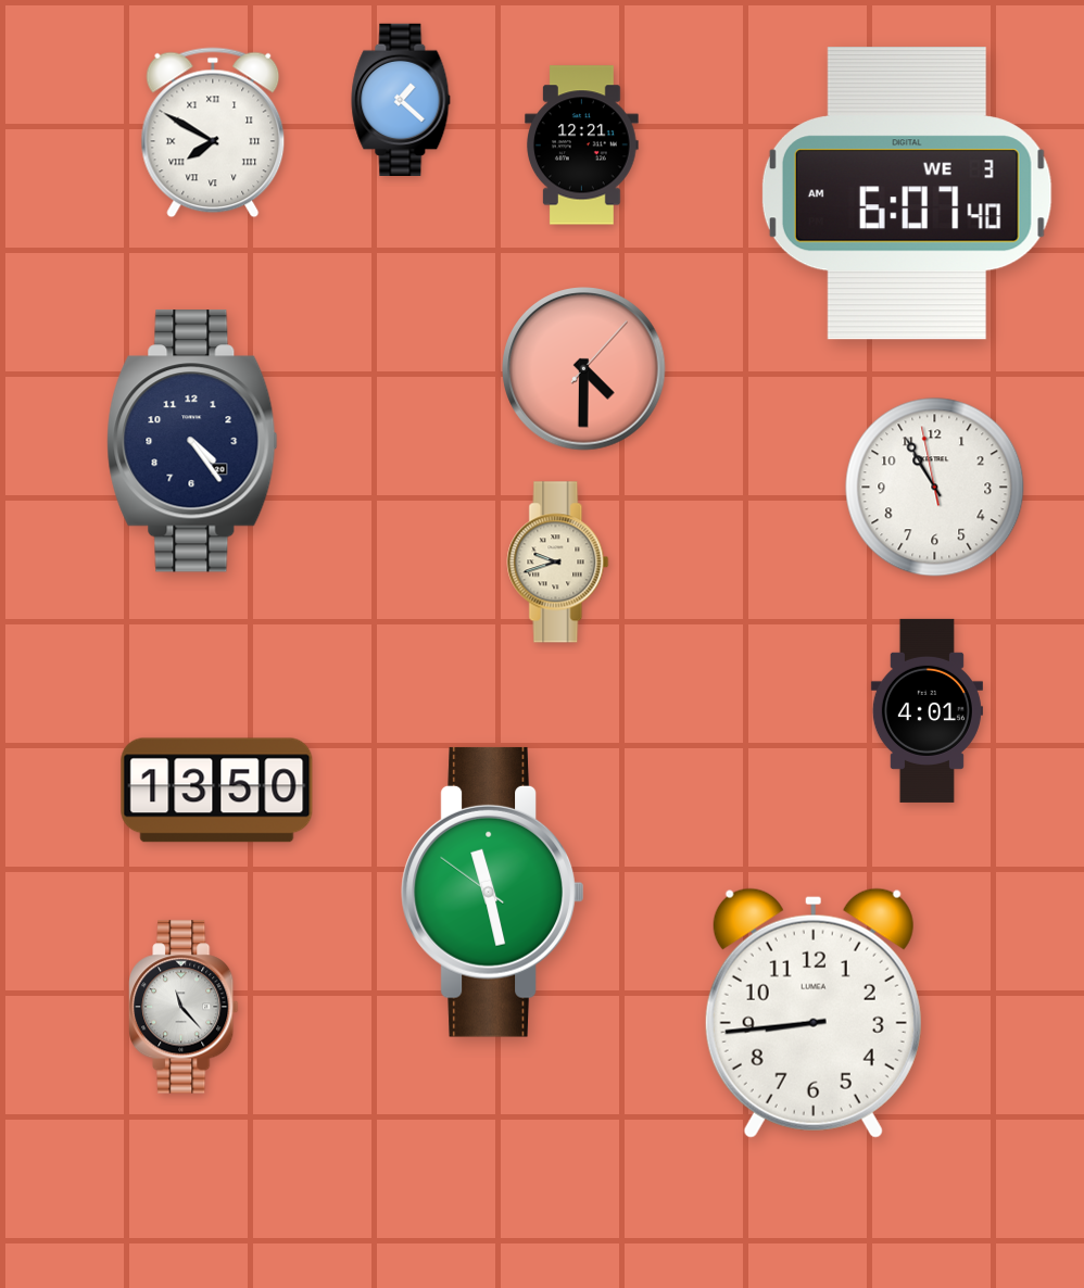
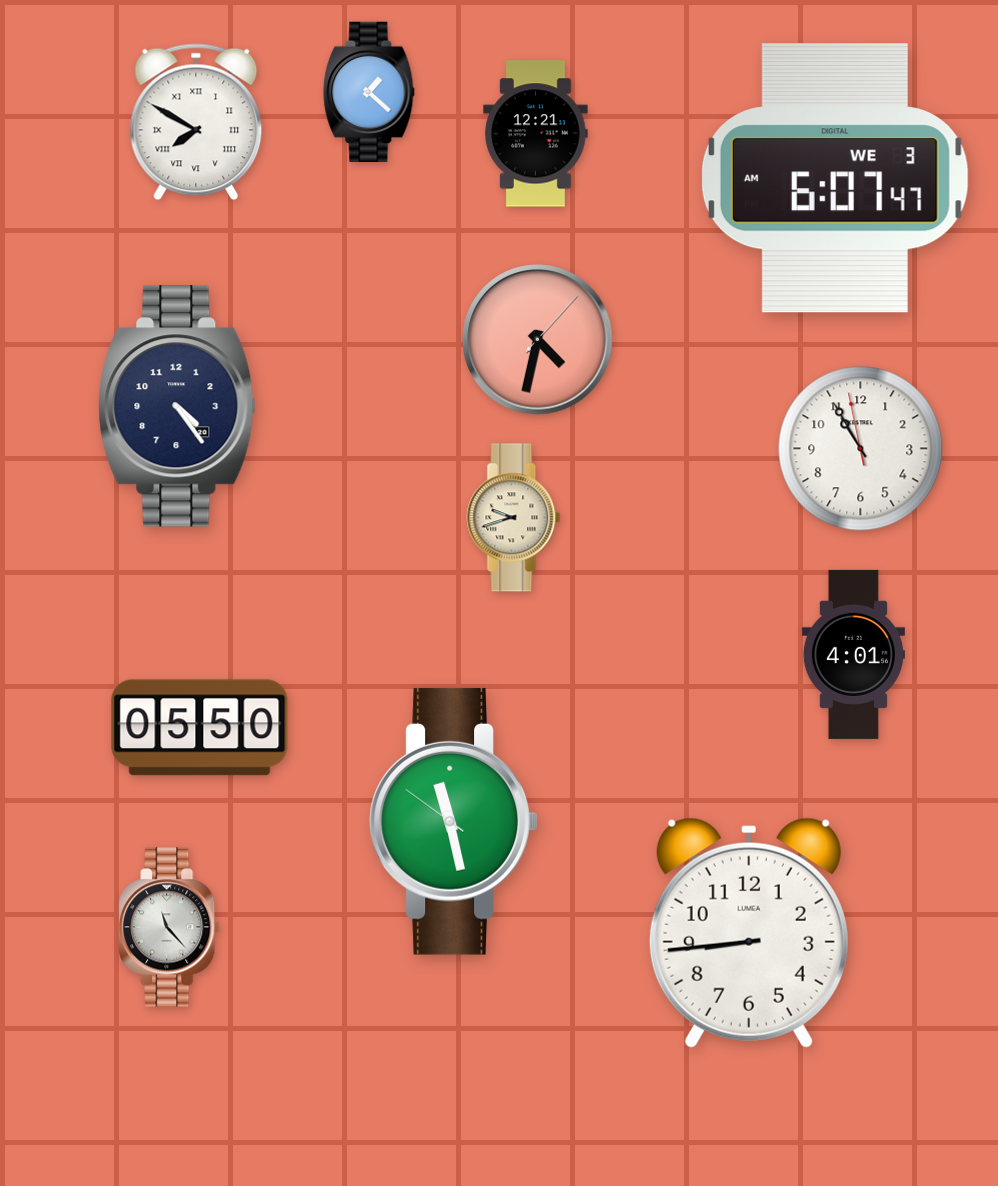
clock at (907, 193): 6:07:40 AM -> 6:07:47 AM
clock at (584, 369): 4:30 -> 4:32
clock at (217, 791): 13:50 -> 05:50
